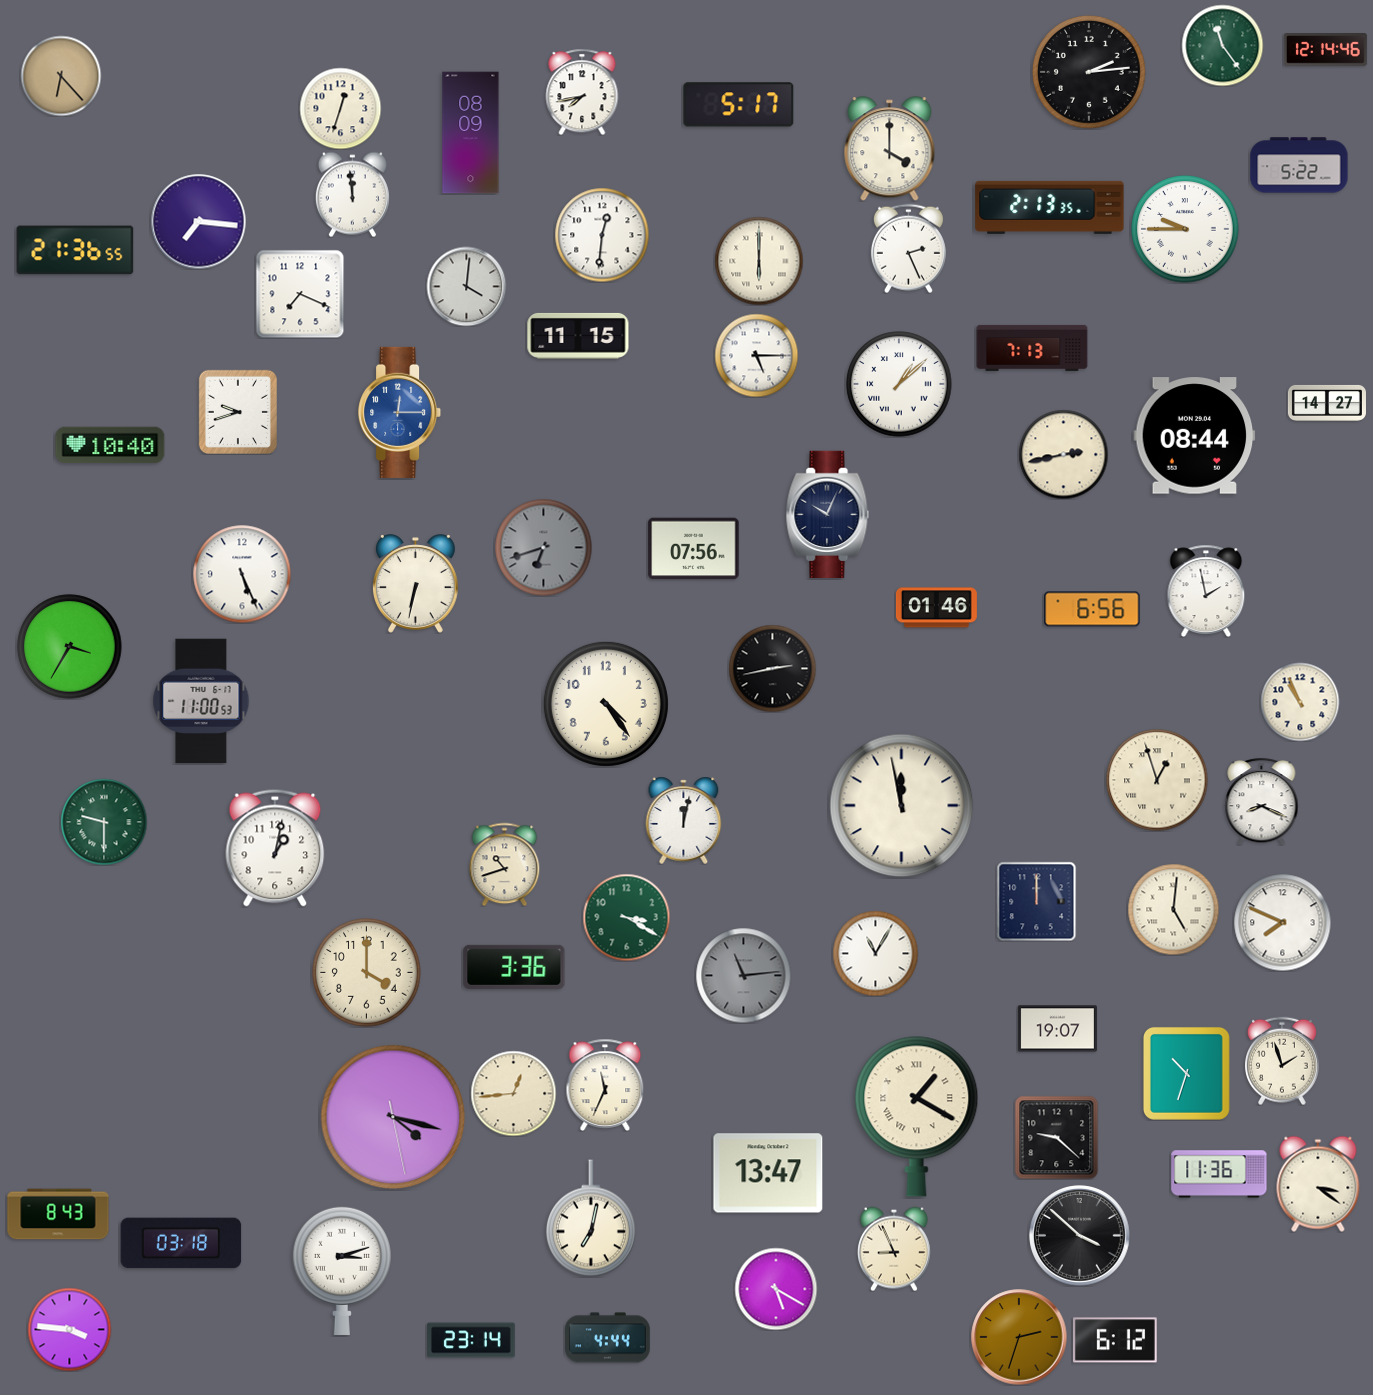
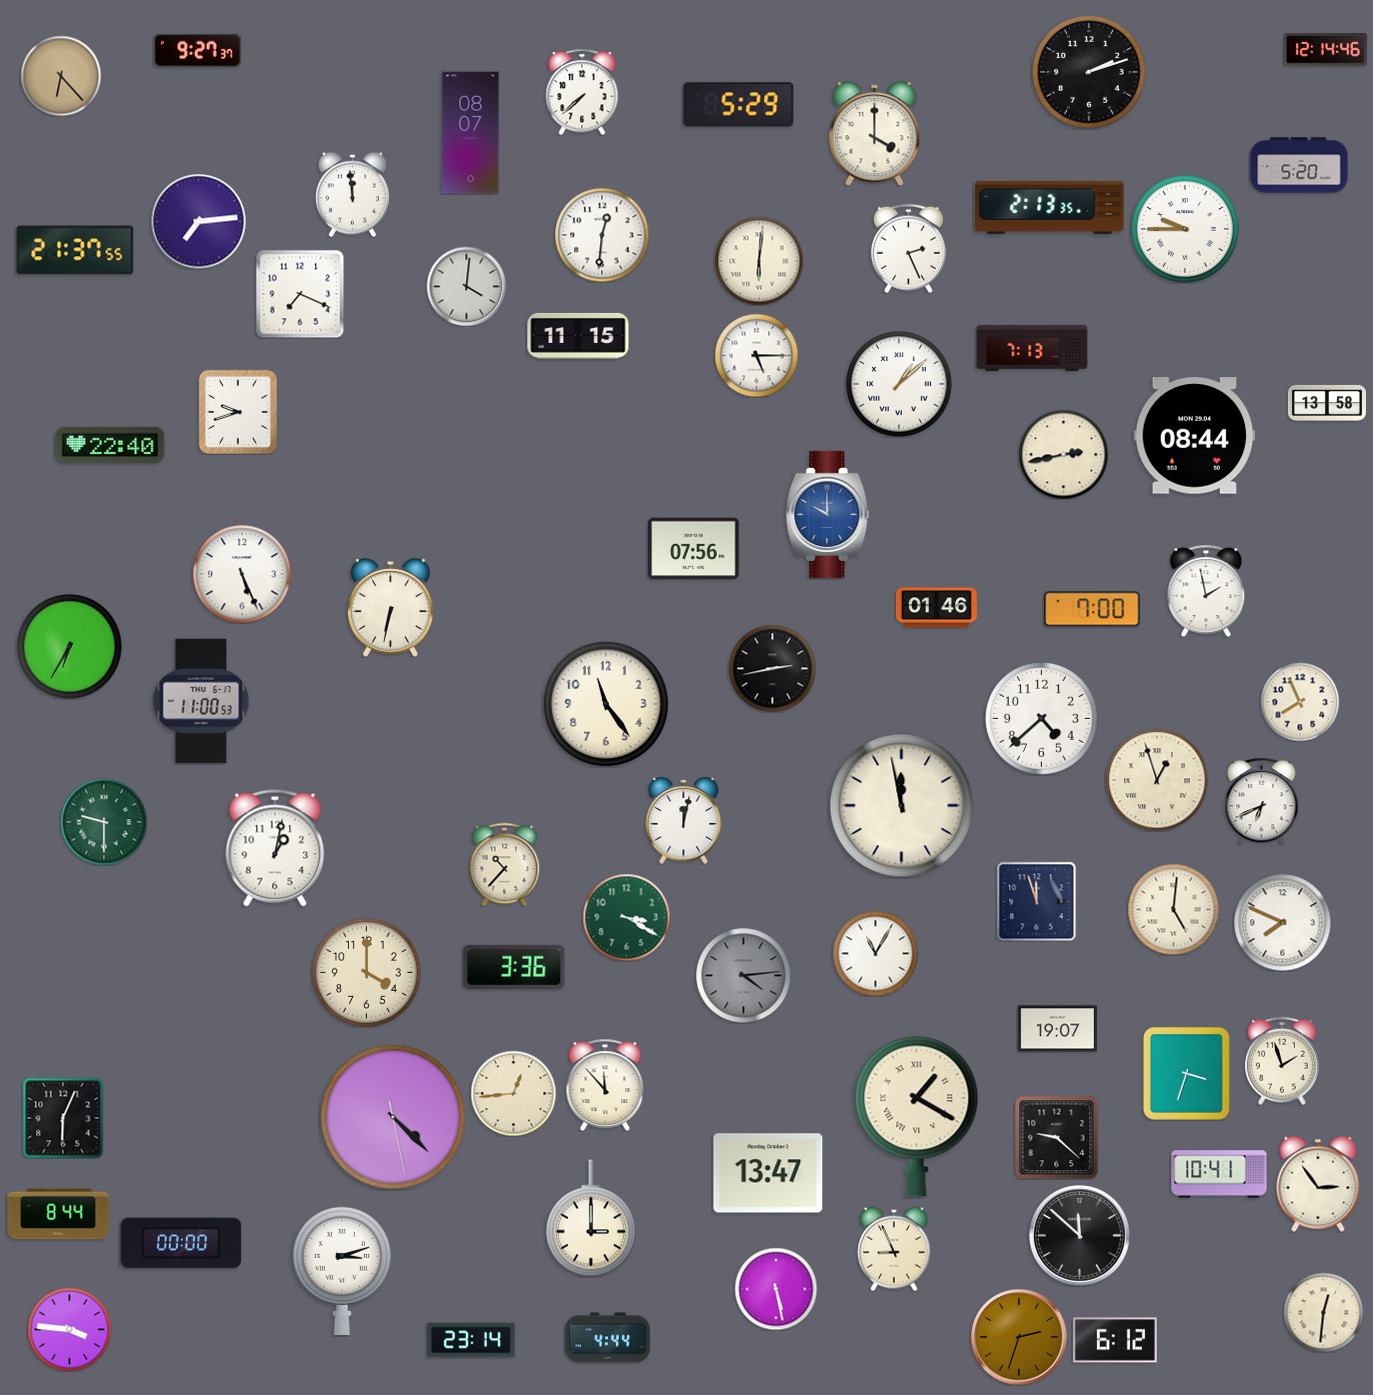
clock at (1222, 45): 11:24 -> none
clock at (198, 50): none -> 9:27
clock at (1090, 73): 2:14 -> 2:12
clock at (582, 92): 7:43 -> 7:38
clock at (739, 105): 5:17 -> 5:29
clock at (340, 108): 12:33 -> none
clock at (471, 133): 08:09 -> 08:07
clock at (890, 149) position: (890, 149) -> (875, 134)
clock at (1299, 165): 5:22 -> 5:20
clock at (198, 221): 7:16 -> 7:14
clock at (75, 250): 21:36 -> 21:37
clock at (759, 261): 6:00 -> 6:01
clock at (1327, 403): 14:27 -> 13:58
clock at (400, 412): 12:15 -> none
clock at (110, 445): 10:40 -> 22:40
clock at (828, 514): 10:04 -> 10:00
clock at (828, 514) dial: navy -> blue
clock at (543, 547): 6:42 -> none
clock at (415, 584) position: (415, 584) -> (390, 608)
clock at (1092, 609): 6:56 -> 7:00
clock at (70, 647): 3:35 -> 6:35
clock at (1300, 702): 10:56 -> 7:56
clock at (606, 704): 4:24 -> 11:24
clock at (1042, 719): none -> 4:38
clock at (1262, 801): 8:19 -> 6:41
clock at (505, 864): 10:42 -> 10:37
clock at (1036, 901): 12:00 -> 11:57
clock at (743, 975): 11:14 -> 4:14
clock at (1186, 1073): 10:33 -> 3:33
clock at (605, 1085): 11:34 -> 11:53
clock at (393, 1117): 4:17 -> 4:22
clock at (63, 1118): none -> 6:04
clock at (1219, 1174): 11:36 -> 10:41
clock at (1318, 1184): 3:21 -> 2:54
clock at (58, 1214): 8:43 -> 8:44
clock at (591, 1218): 7:02 -> 3:00
clock at (1080, 1236): 3:52 -> 11:52
clock at (181, 1243): 03:18 -> 00:00
clock at (776, 1289): 5:20 -> 5:28
clock at (1323, 1312): none -> 12:31
